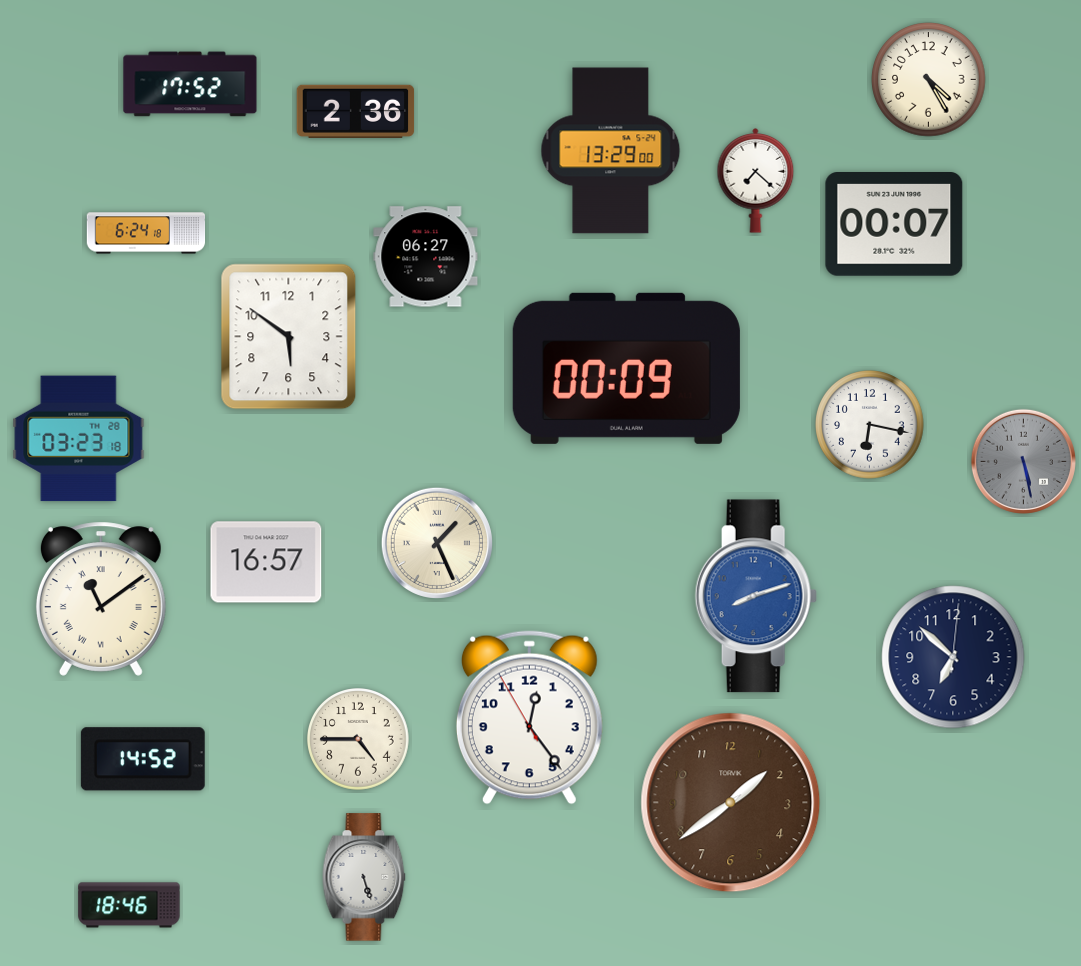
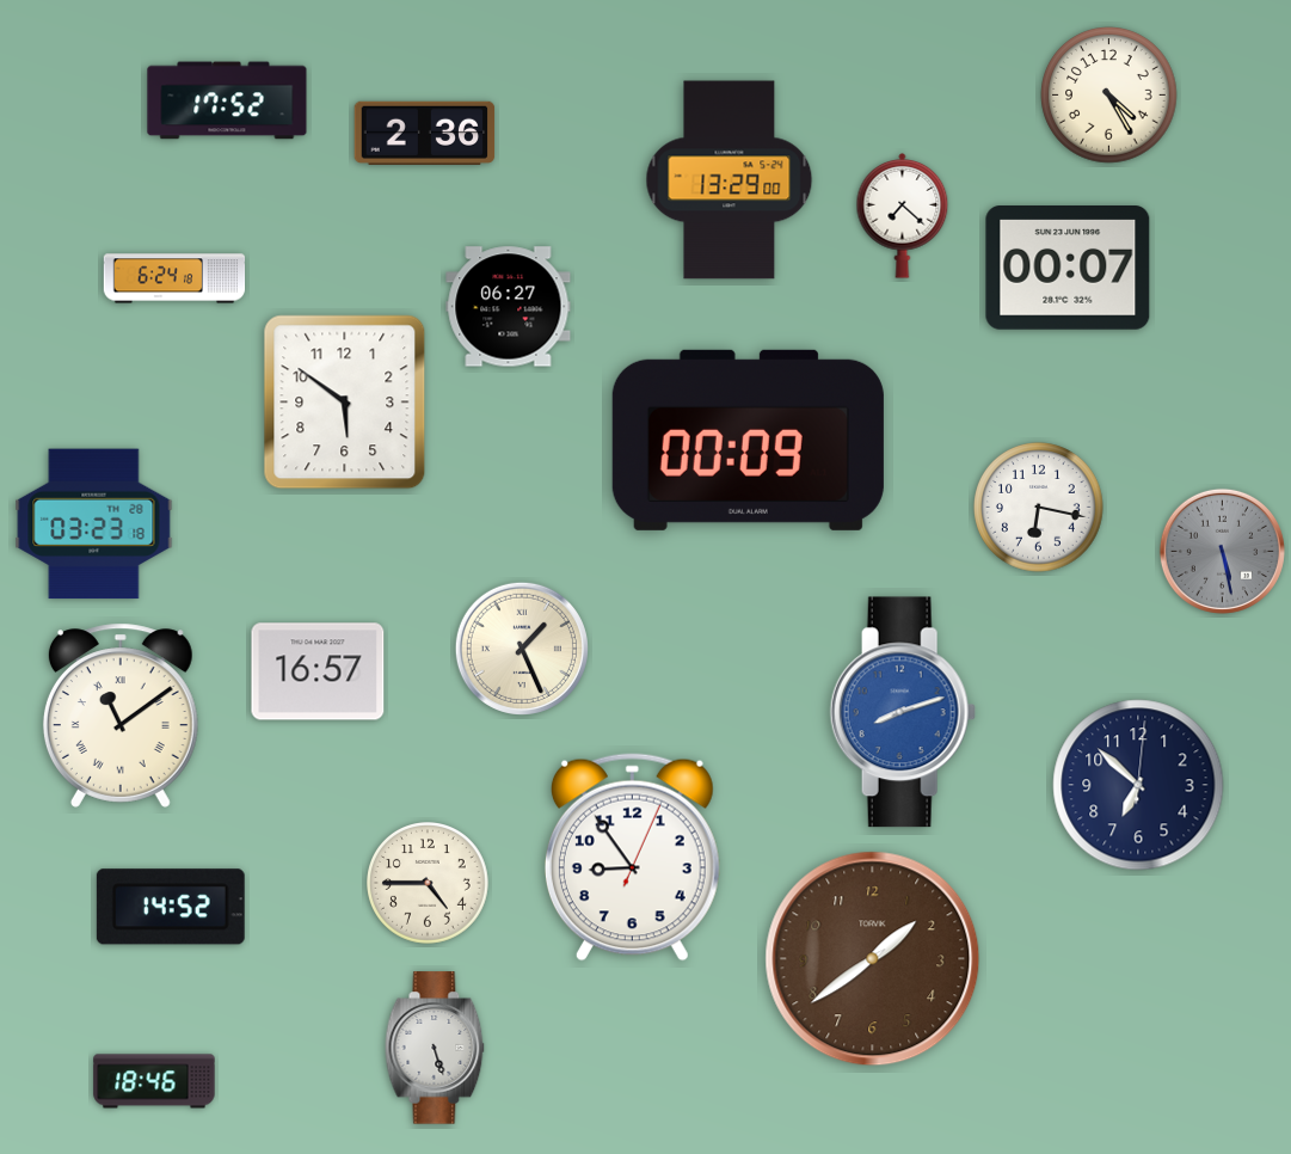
clock at (529, 718): 12:23 -> 8:54
